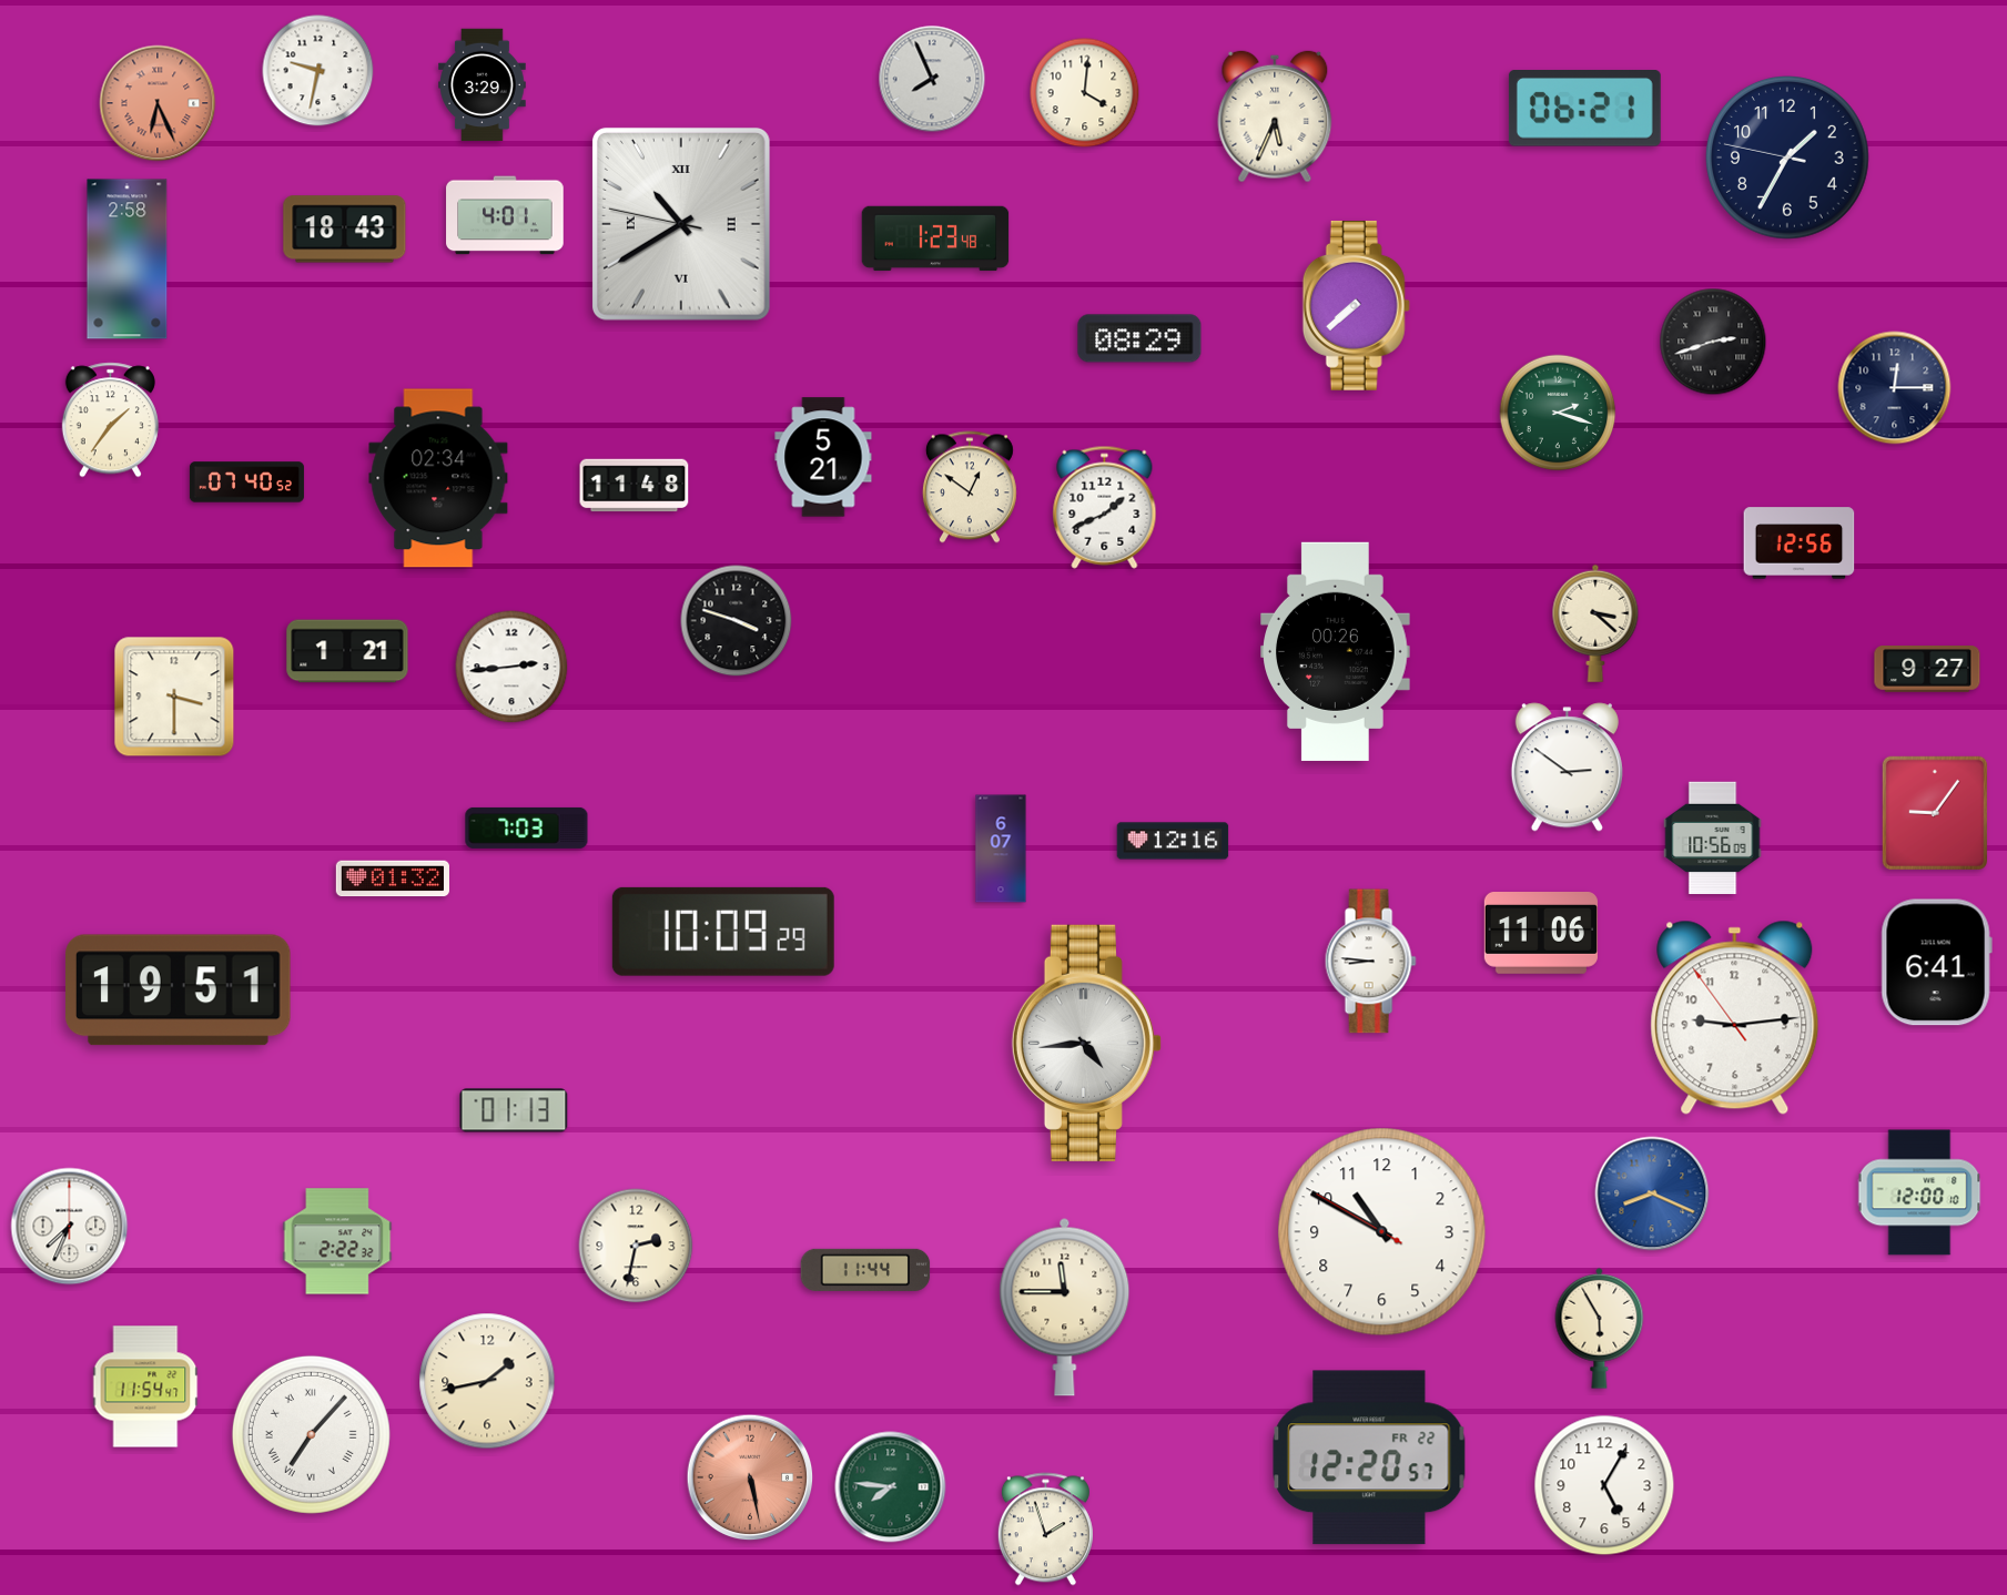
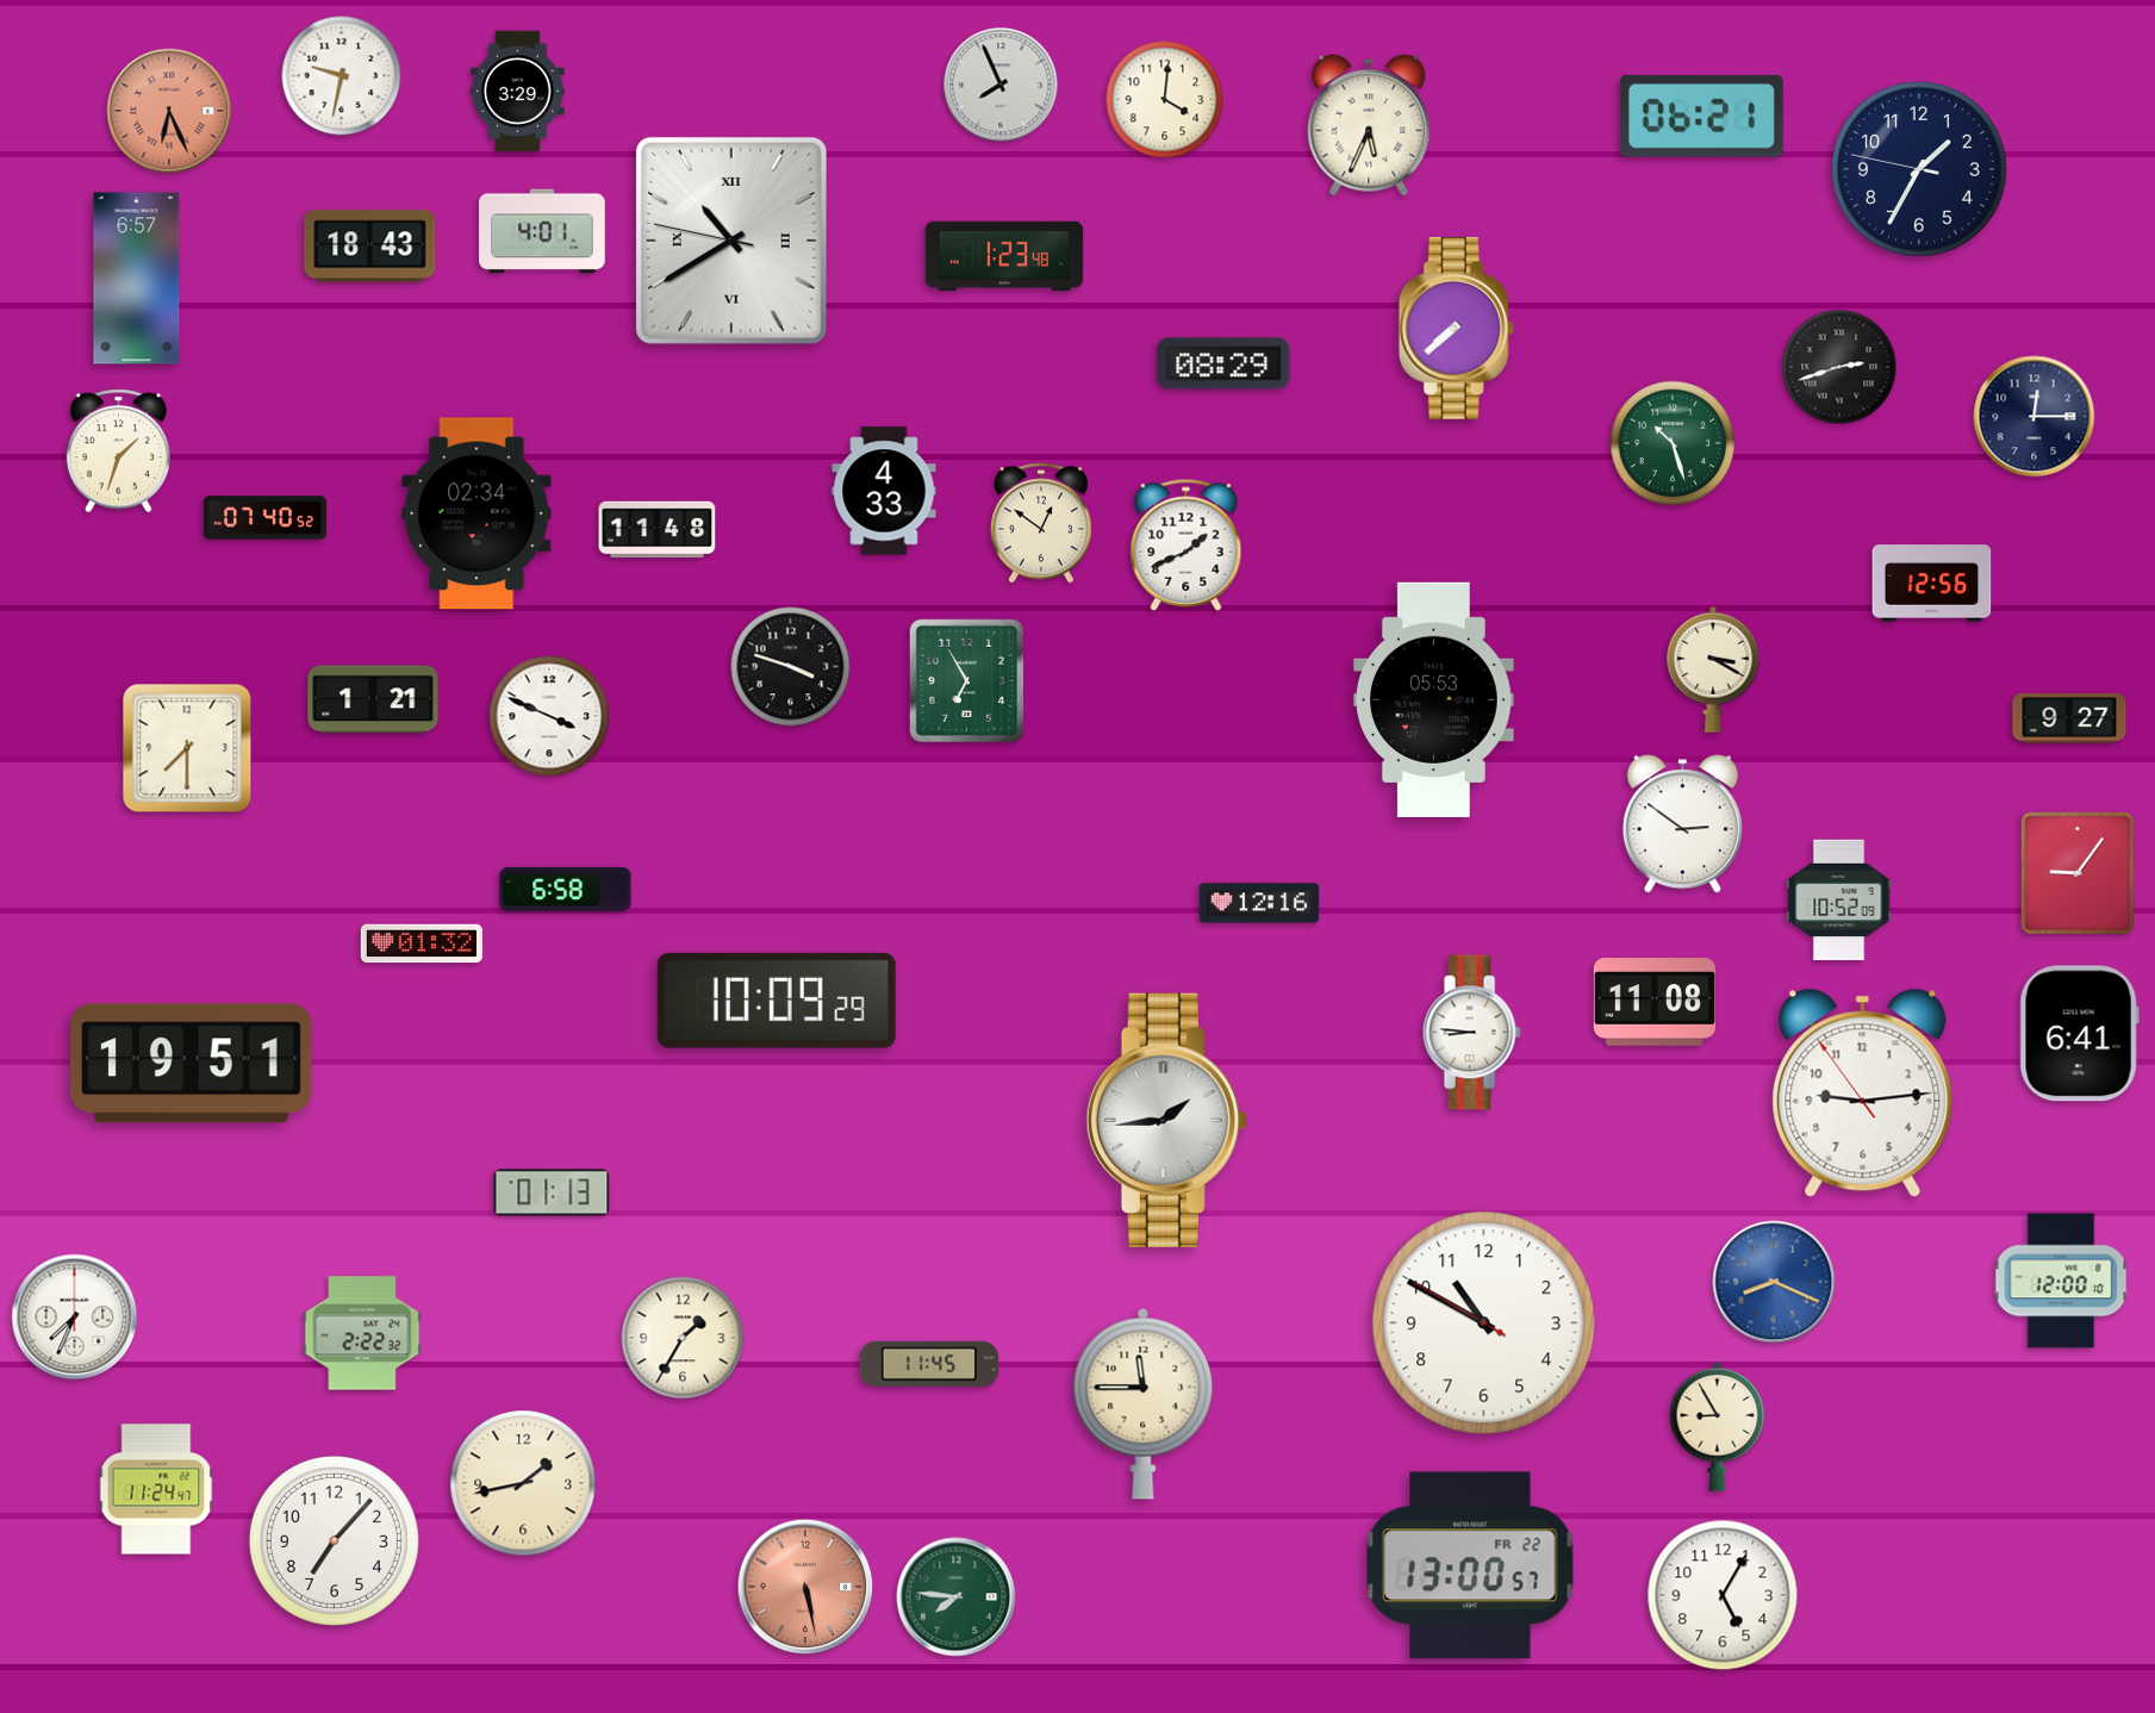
clock at (128, 260): 2:58 -> 6:57
clock at (1558, 413): 2:18 -> 10:27
clock at (110, 420): 1:36 -> 1:33
clock at (823, 457): 5:21 -> 4:33
clock at (438, 478) position: (438, 478) -> (477, 513)
clock at (635, 486) position: (635, 486) -> (658, 530)
clock at (1595, 623): 3:22 -> 3:20
clock at (966, 680): none -> 6:55
clock at (1336, 651): 00:26 -> 05:53
clock at (511, 667): 2:44 -> 3:49
clock at (174, 697): 3:30 -> 7:30
clock at (527, 827): 7:03 -> 6:58
clock at (1713, 839): 10:56 -> 10:52
clock at (1001, 849): 6:07 -> none
clock at (1541, 934): 11:06 -> 11:08
clock at (1086, 1043): 4:44 -> 1:44
clock at (636, 1246): 2:32 -> 1:35
clock at (865, 1270): 11:44 -> 11:45
clock at (1600, 1328): 5:55 -> 8:55
clock at (145, 1386): 11:54 -> 11:24
clock at (311, 1434) numerals: Roman -> Arabic
clock at (1369, 1457): 12:20 -> 13:00
clock at (1045, 1530): 1:57 -> none
